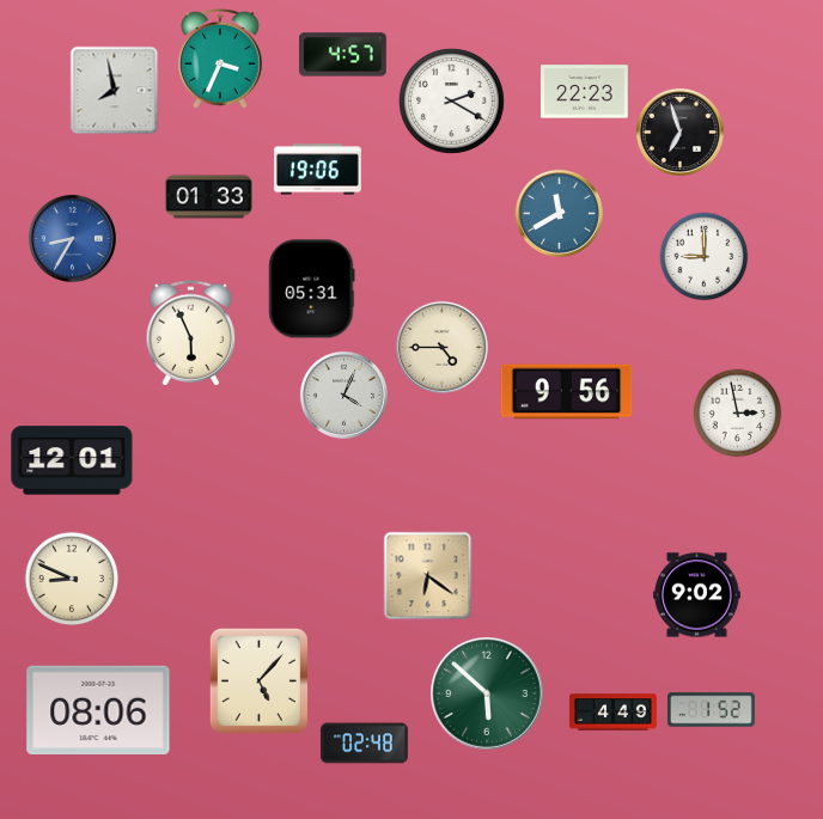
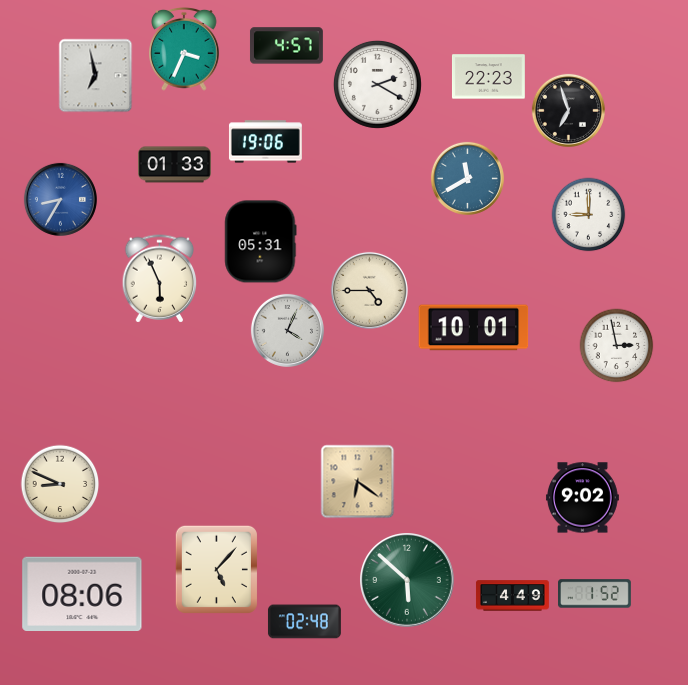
clock at (115, 91): 7:58 -> 6:58
clock at (567, 392): 9:56 -> 10:01
clock at (72, 460): 12:01 -> none
